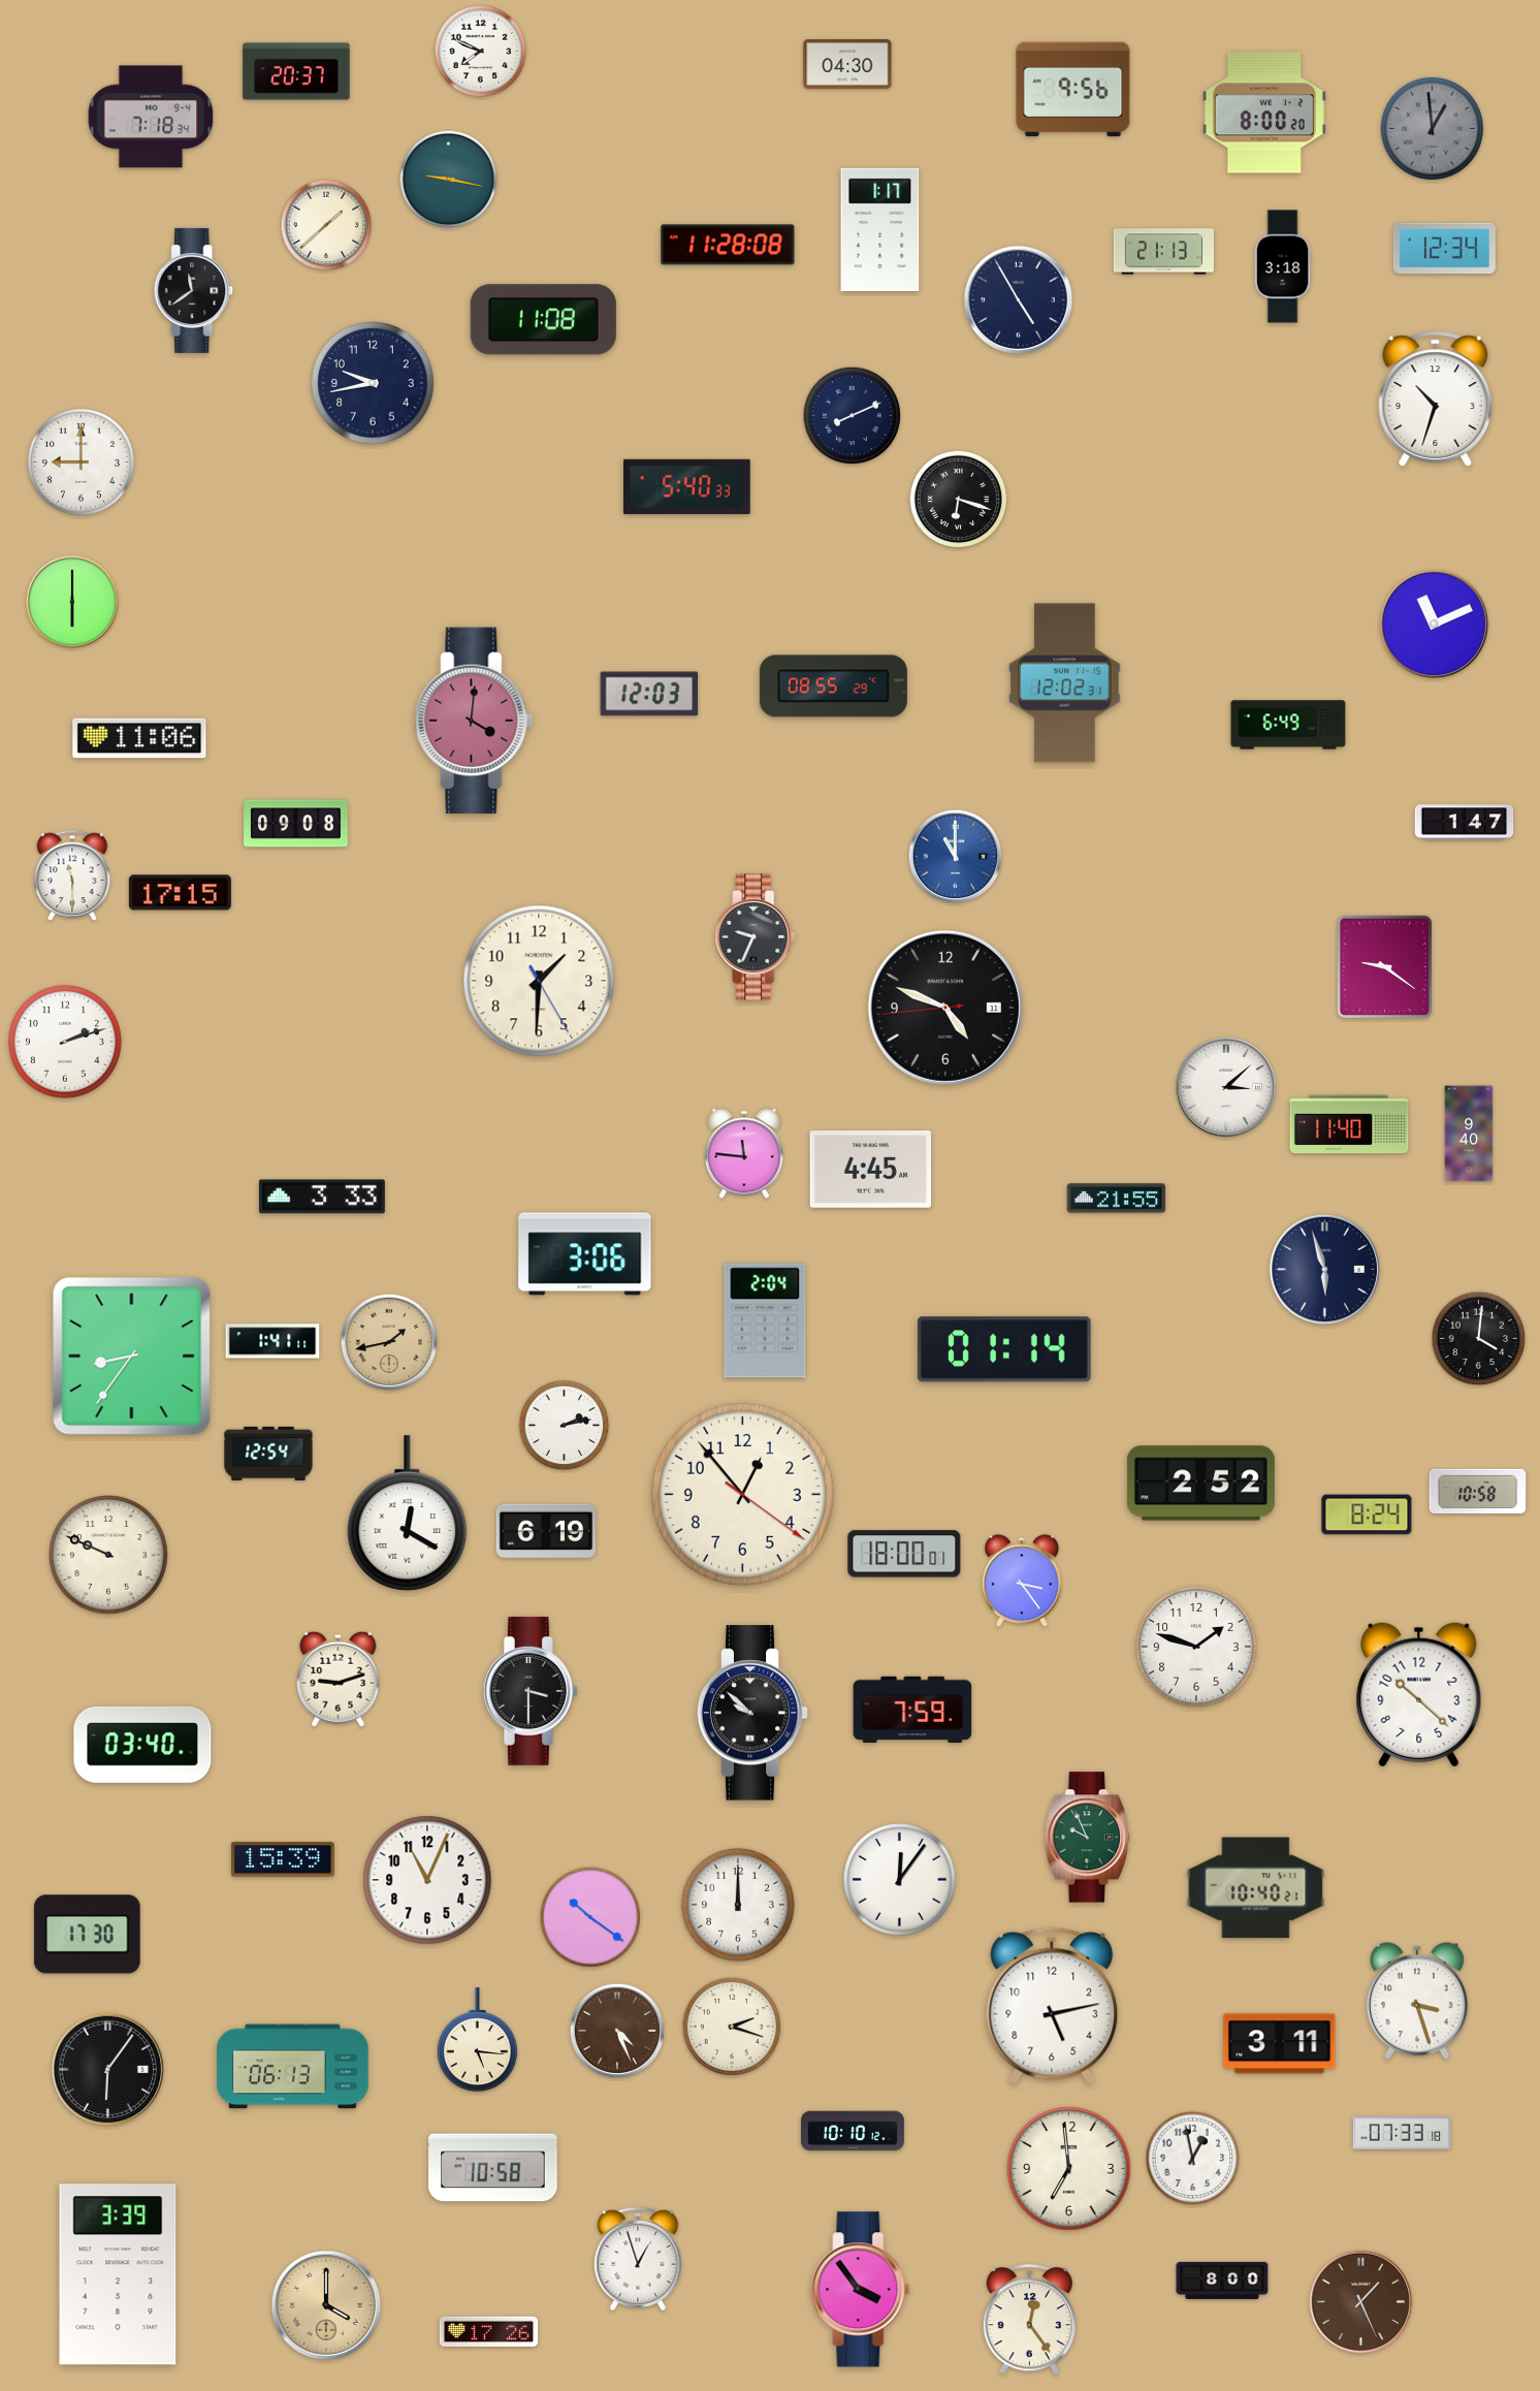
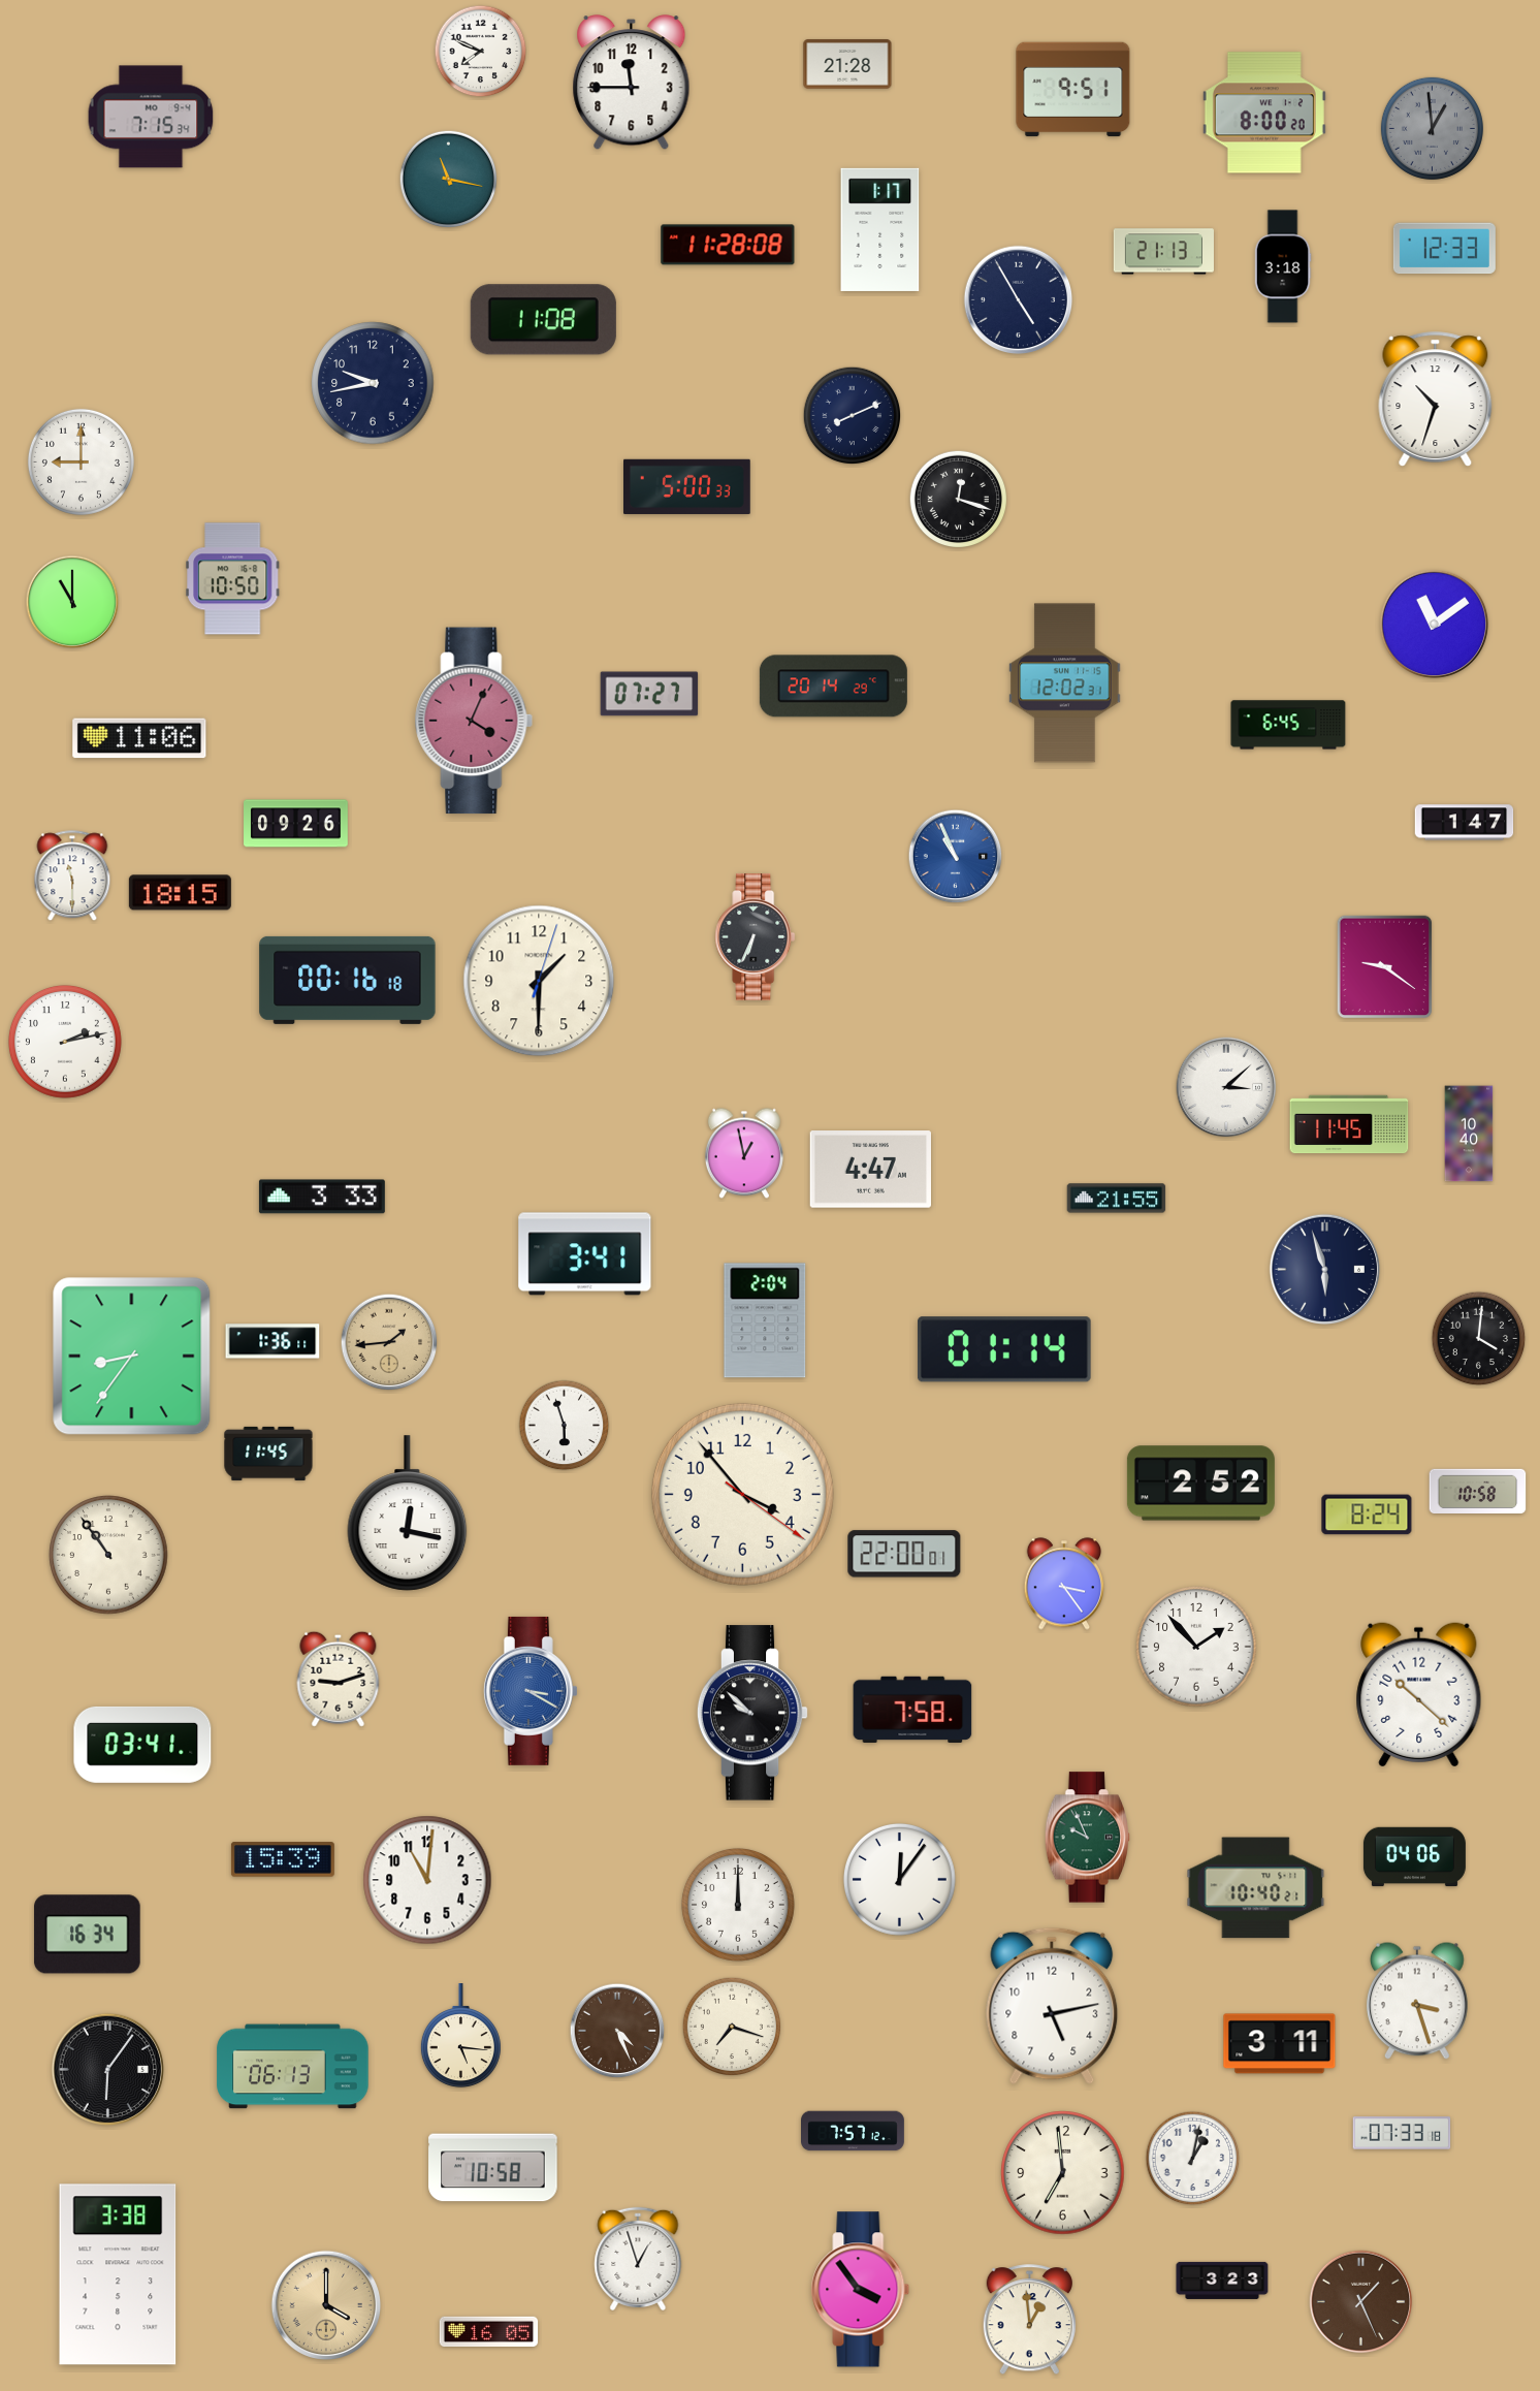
clock at (847, 65): 04:30 -> 21:28
clock at (296, 71): 20:37 -> none
clock at (632, 83): none -> 11:45
clock at (1073, 90): 9:56 -> 9:51
clock at (151, 117): 7:18 -> 7:15
clock at (449, 180): 9:17 -> 11:17
clock at (326, 225): 1:38 -> none
clock at (1444, 249): 12:34 -> 12:33
clock at (194, 290): 11:39 -> none
clock at (687, 486): 5:40 -> 5:00
clock at (959, 500): 6:18 -> 12:18
clock at (233, 579): none -> 10:50
clock at (72, 602): 6:00 -> 11:00
clock at (1435, 625): 11:11 -> 11:09
clock at (833, 687): 08:55 -> 20:14
clock at (649, 694): 12:03 -> 07:27
clock at (474, 721): 4:01 -> 4:04
clock at (1288, 725): 6:49 -> 6:45
clock at (296, 824): 09:08 -> 09:26
clock at (956, 857): 11:00 -> 10:56
clock at (180, 893): 17:15 -> 18:15
clock at (756, 937): 9:34 -> 6:34
clock at (348, 980): none -> 00:16
clock at (539, 981): 1:30:25 -> 1:30:03
clock at (945, 1008): 4:48 -> none
clock at (65, 1042): 2:12 -> 2:13
clock at (1349, 1124): 11:40 -> 11:45
clock at (1469, 1134): 9:40 -> 10:40
clock at (744, 1153): 11:46 -> 12:58
clock at (870, 1170): 4:45 -> 4:47
clock at (585, 1254): 3:06 -> 3:41
clock at (272, 1341): 1:41 -> 1:36
clock at (389, 1342): 1:43 -> 1:44
clock at (565, 1426): 2:13 -> 5:57
clock at (268, 1454): 12:54 -> 11:45
clock at (742, 1494): 12:53 -> 3:53
clock at (408, 1513): 12:20 -> 12:17
clock at (545, 1531): 6:19 -> none
clock at (904, 1554): 18:00 -> 22:00
clock at (108, 1555): 9:49 -> 10:54
clock at (1022, 1581) position: (1022, 1581) -> (1064, 1584)
clock at (1196, 1647): 1:48 -> 1:53
clock at (531, 1691): 3:30 -> 3:20
clock at (531, 1691) dial: black -> blue
clock at (912, 1709): 7:59 -> 7:58
clock at (142, 1745): 03:40 -> 03:41
clock at (1414, 1857): none -> 04:06
clock at (427, 1880): 11:04 -> 11:01
clock at (589, 1916): 10:21 -> none
clock at (88, 1935): 17:30 -> 16:34
clock at (732, 2027): 2:18 -> 7:18
clock at (477, 2041) position: (477, 2041) -> (460, 2037)
clock at (854, 2131): 10:10 -> 7:57
clock at (1193, 2159): 12:58 -> 1:02
clock at (1069, 2169) position: (1069, 2169) -> (1063, 2173)
clock at (118, 2274): 3:39 -> 3:38
clock at (1222, 2281): 8:00 -> 3:23
clock at (1029, 2320): 12:24 -> 12:59
clock at (489, 2331): 17:26 -> 16:05
